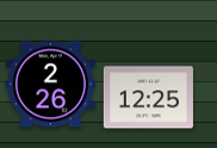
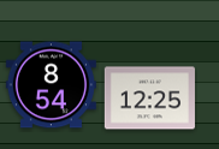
clock at (50, 85): 2:26 -> 8:54
